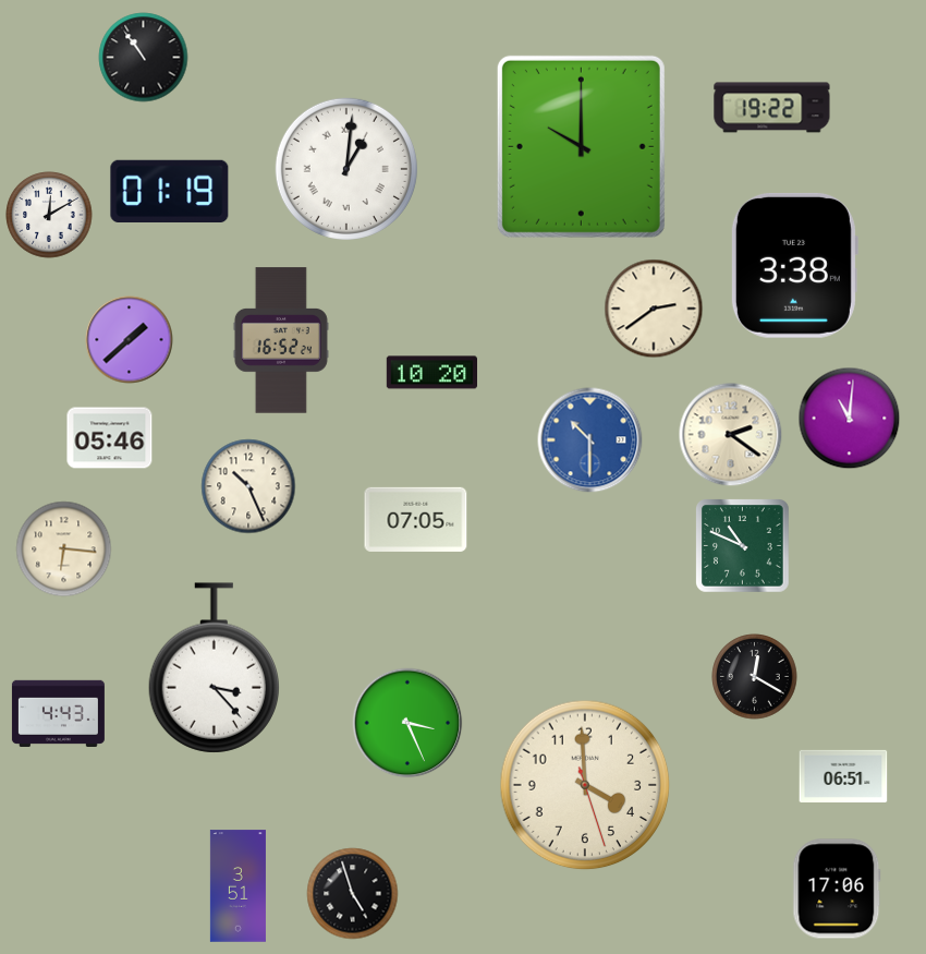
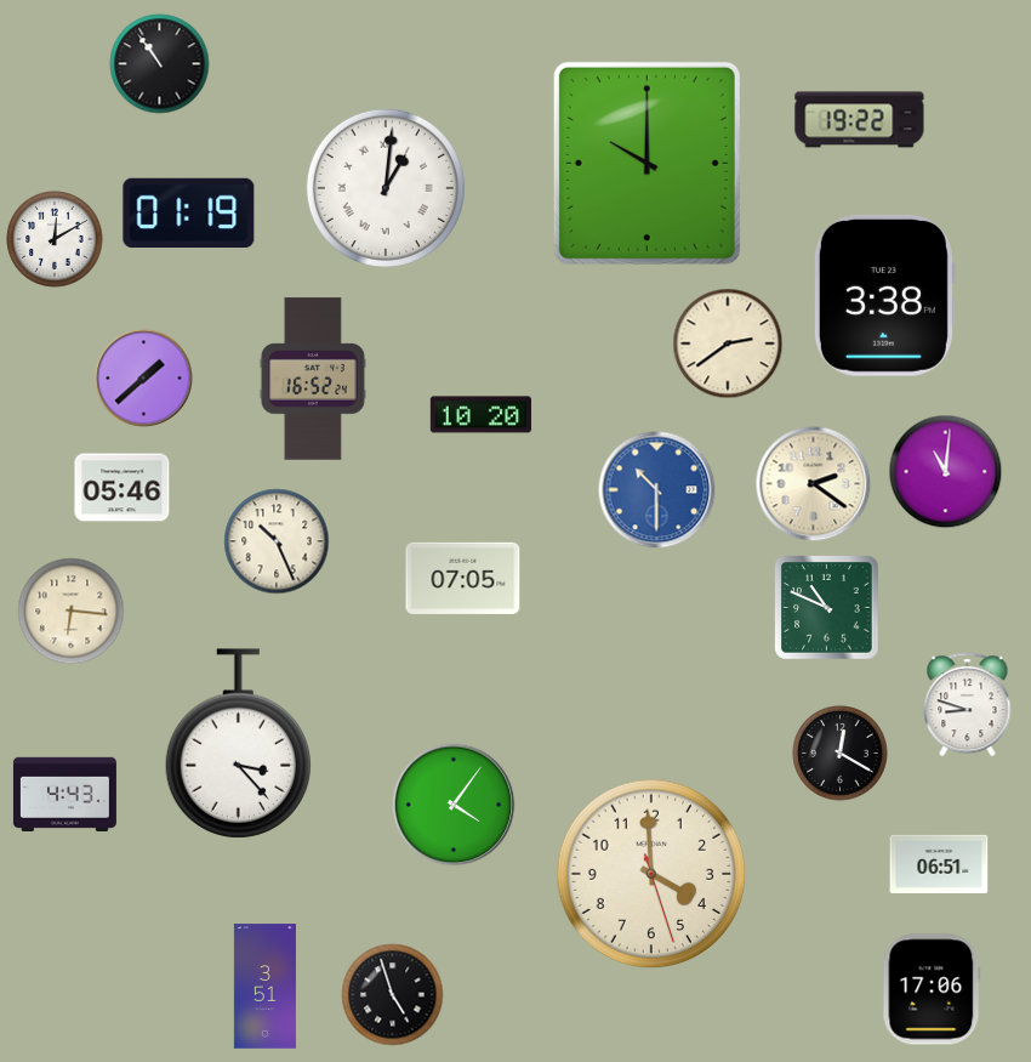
clock at (850, 419) position: (850, 419) -> (946, 472)
clock at (968, 705): none -> 8:48
clock at (407, 723): 3:26 -> 4:06
